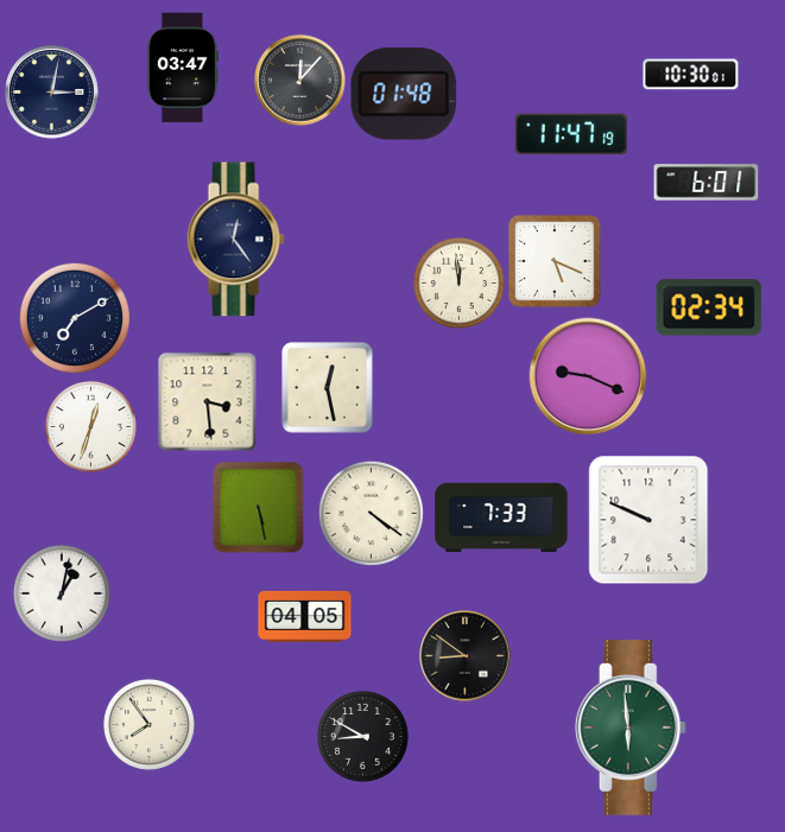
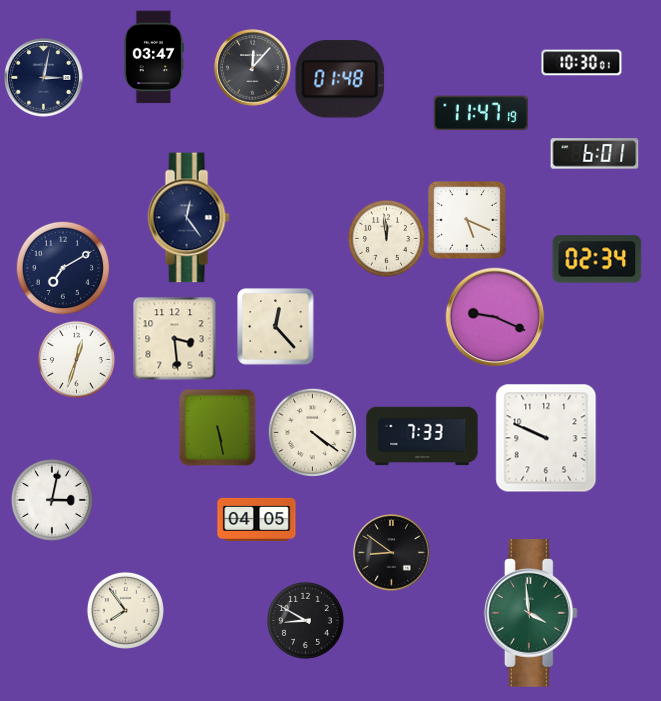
clock at (235, 240) position: (235, 240) -> (188, 218)
clock at (328, 388): 12:28 -> 12:23
clock at (62, 593): 1:02 -> 3:02
clock at (631, 728): 5:59 -> 3:59
